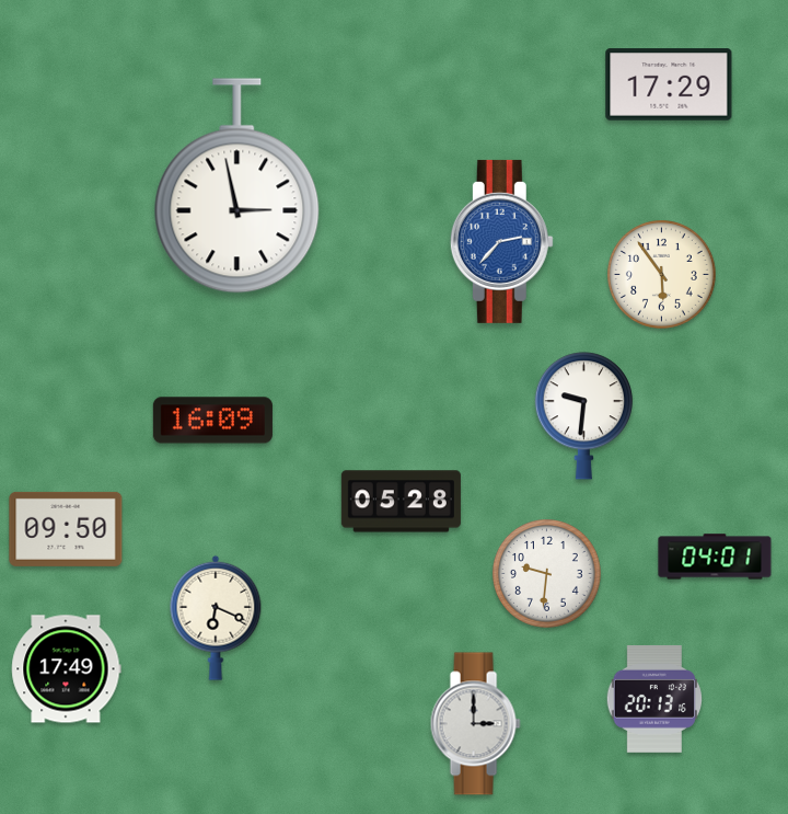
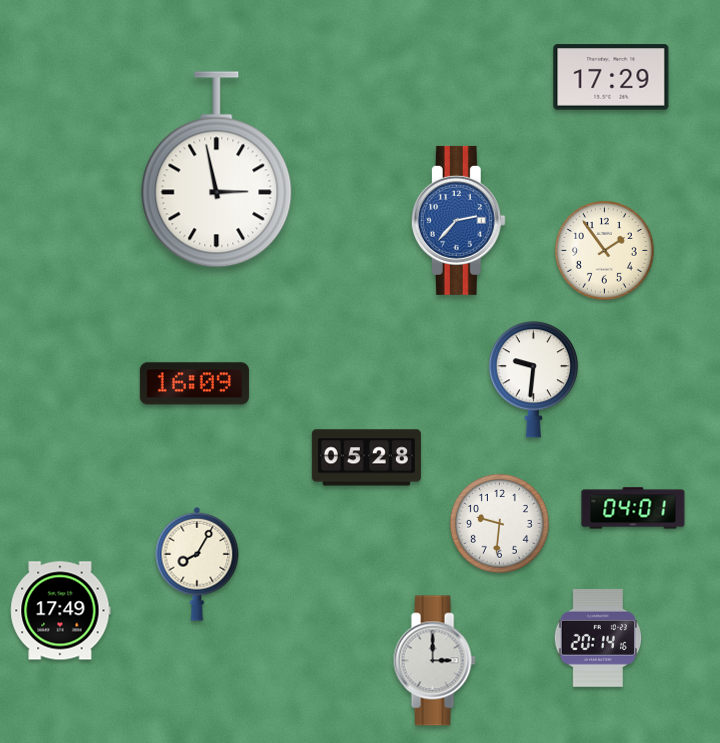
clock at (661, 274): 5:54 -> 1:54
clock at (66, 529): 09:50 -> none
clock at (715, 557) position: (715, 557) -> (633, 508)
clock at (216, 618): 6:19 -> 8:05
clock at (653, 699): 20:13 -> 20:14
